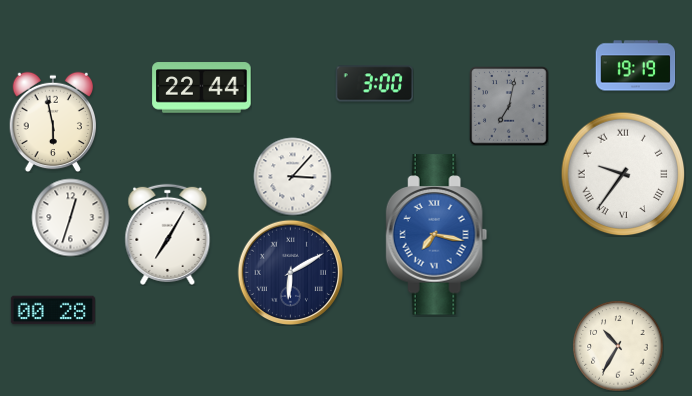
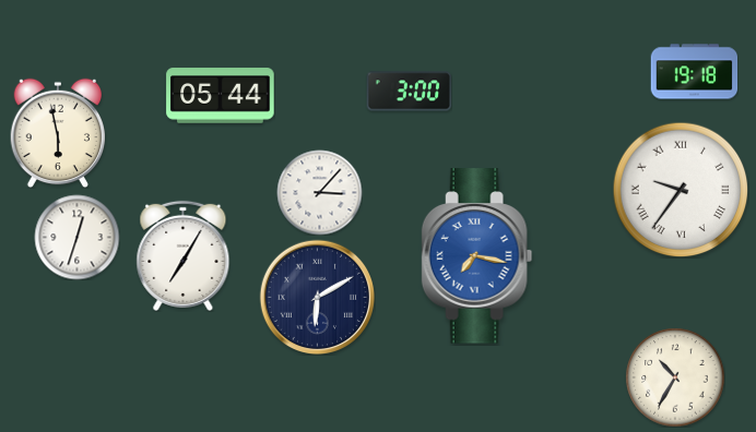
clock at (635, 66): 19:19 -> 19:18
clock at (202, 88): 22:44 -> 05:44
clock at (509, 106): 7:02 -> none
clock at (53, 310): 00:28 -> none
